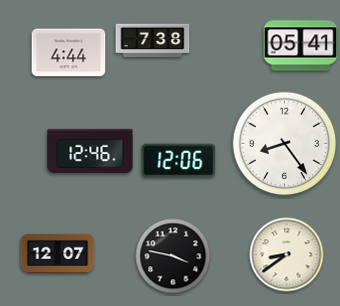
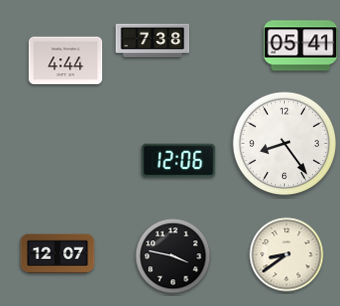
clock at (69, 53) position: (69, 53) -> (66, 61)
clock at (90, 151): 12:46 -> none
